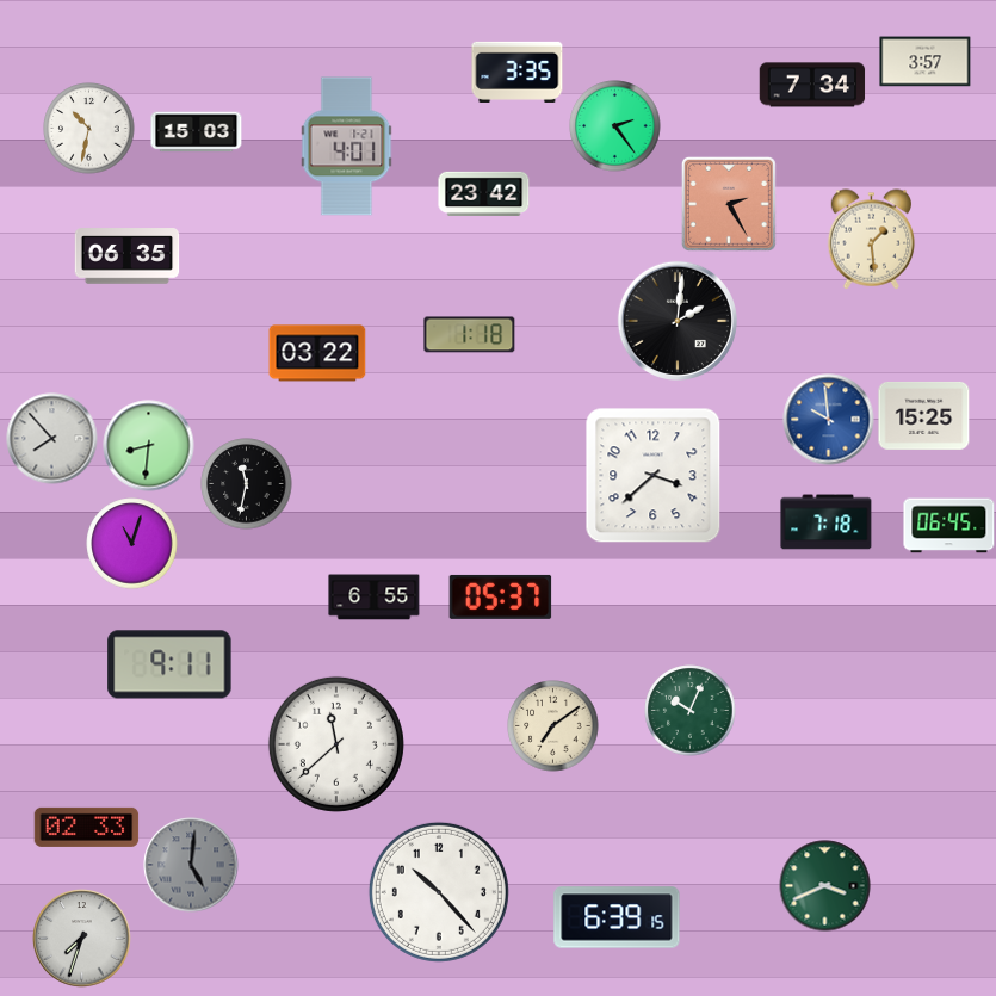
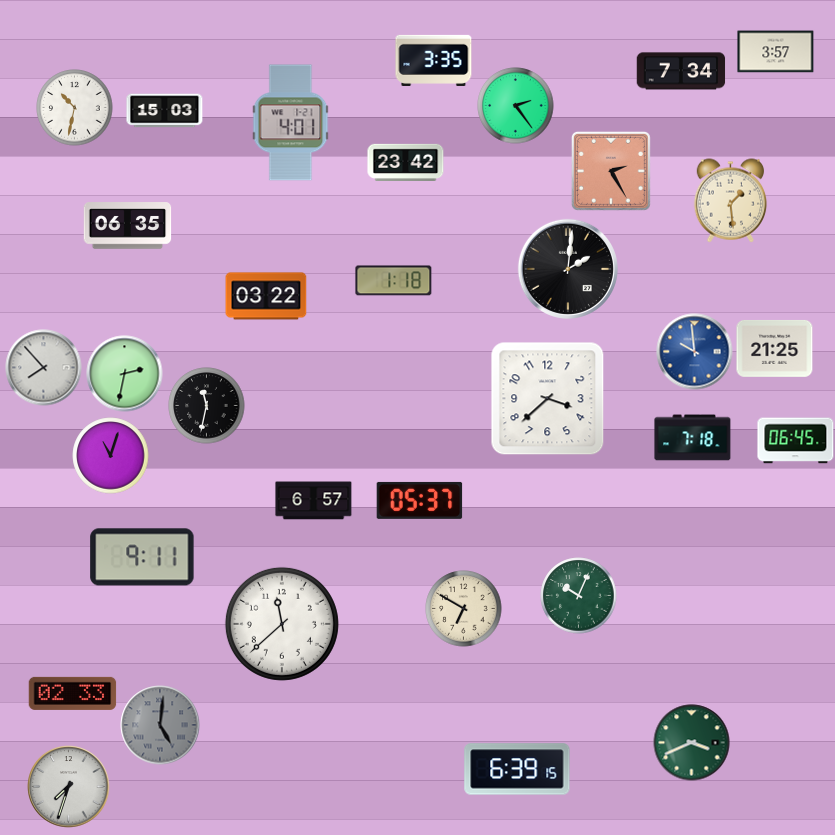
clock at (128, 256) position: (128, 256) -> (128, 226)
clock at (924, 415): 15:25 -> 21:25
clock at (149, 446): 8:31 -> 2:32
clock at (375, 598): 6:55 -> 6:57
clock at (553, 726): 7:09 -> 6:50
clock at (439, 892): 10:23 -> none
